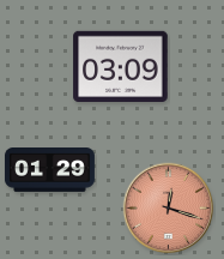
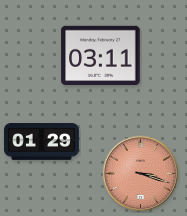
clock at (121, 66): 03:09 -> 03:11
clock at (169, 209): 12:18 -> 3:18
